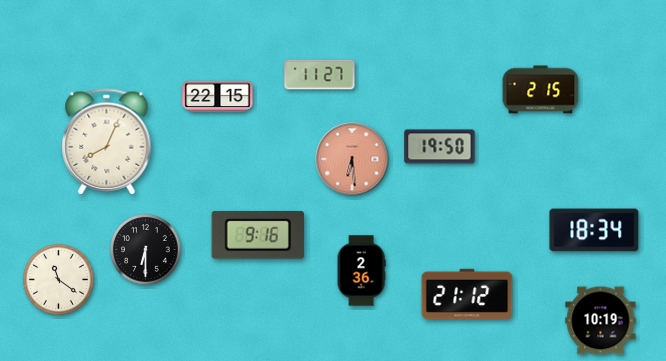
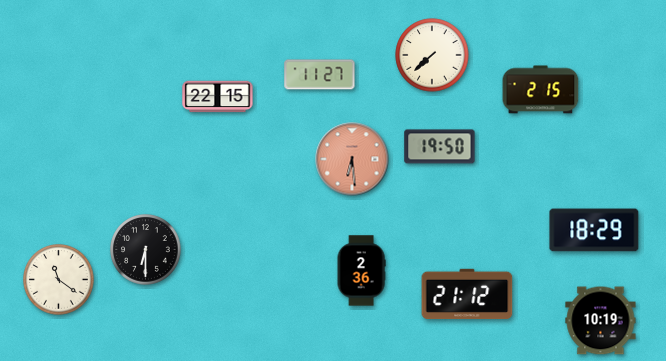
clock at (432, 55): none -> 7:38
clock at (107, 142): 8:04 -> none
clock at (594, 230): 18:34 -> 18:29
clock at (257, 235): 9:16 -> none
